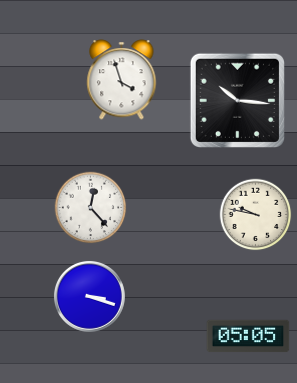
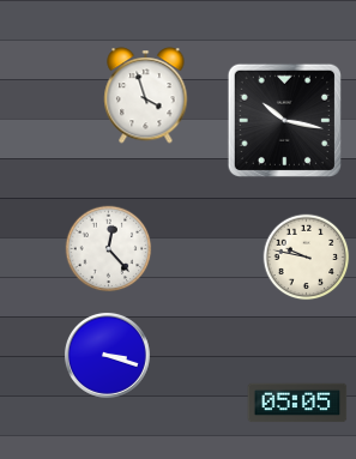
clock at (237, 100): 10:16 -> 10:17
